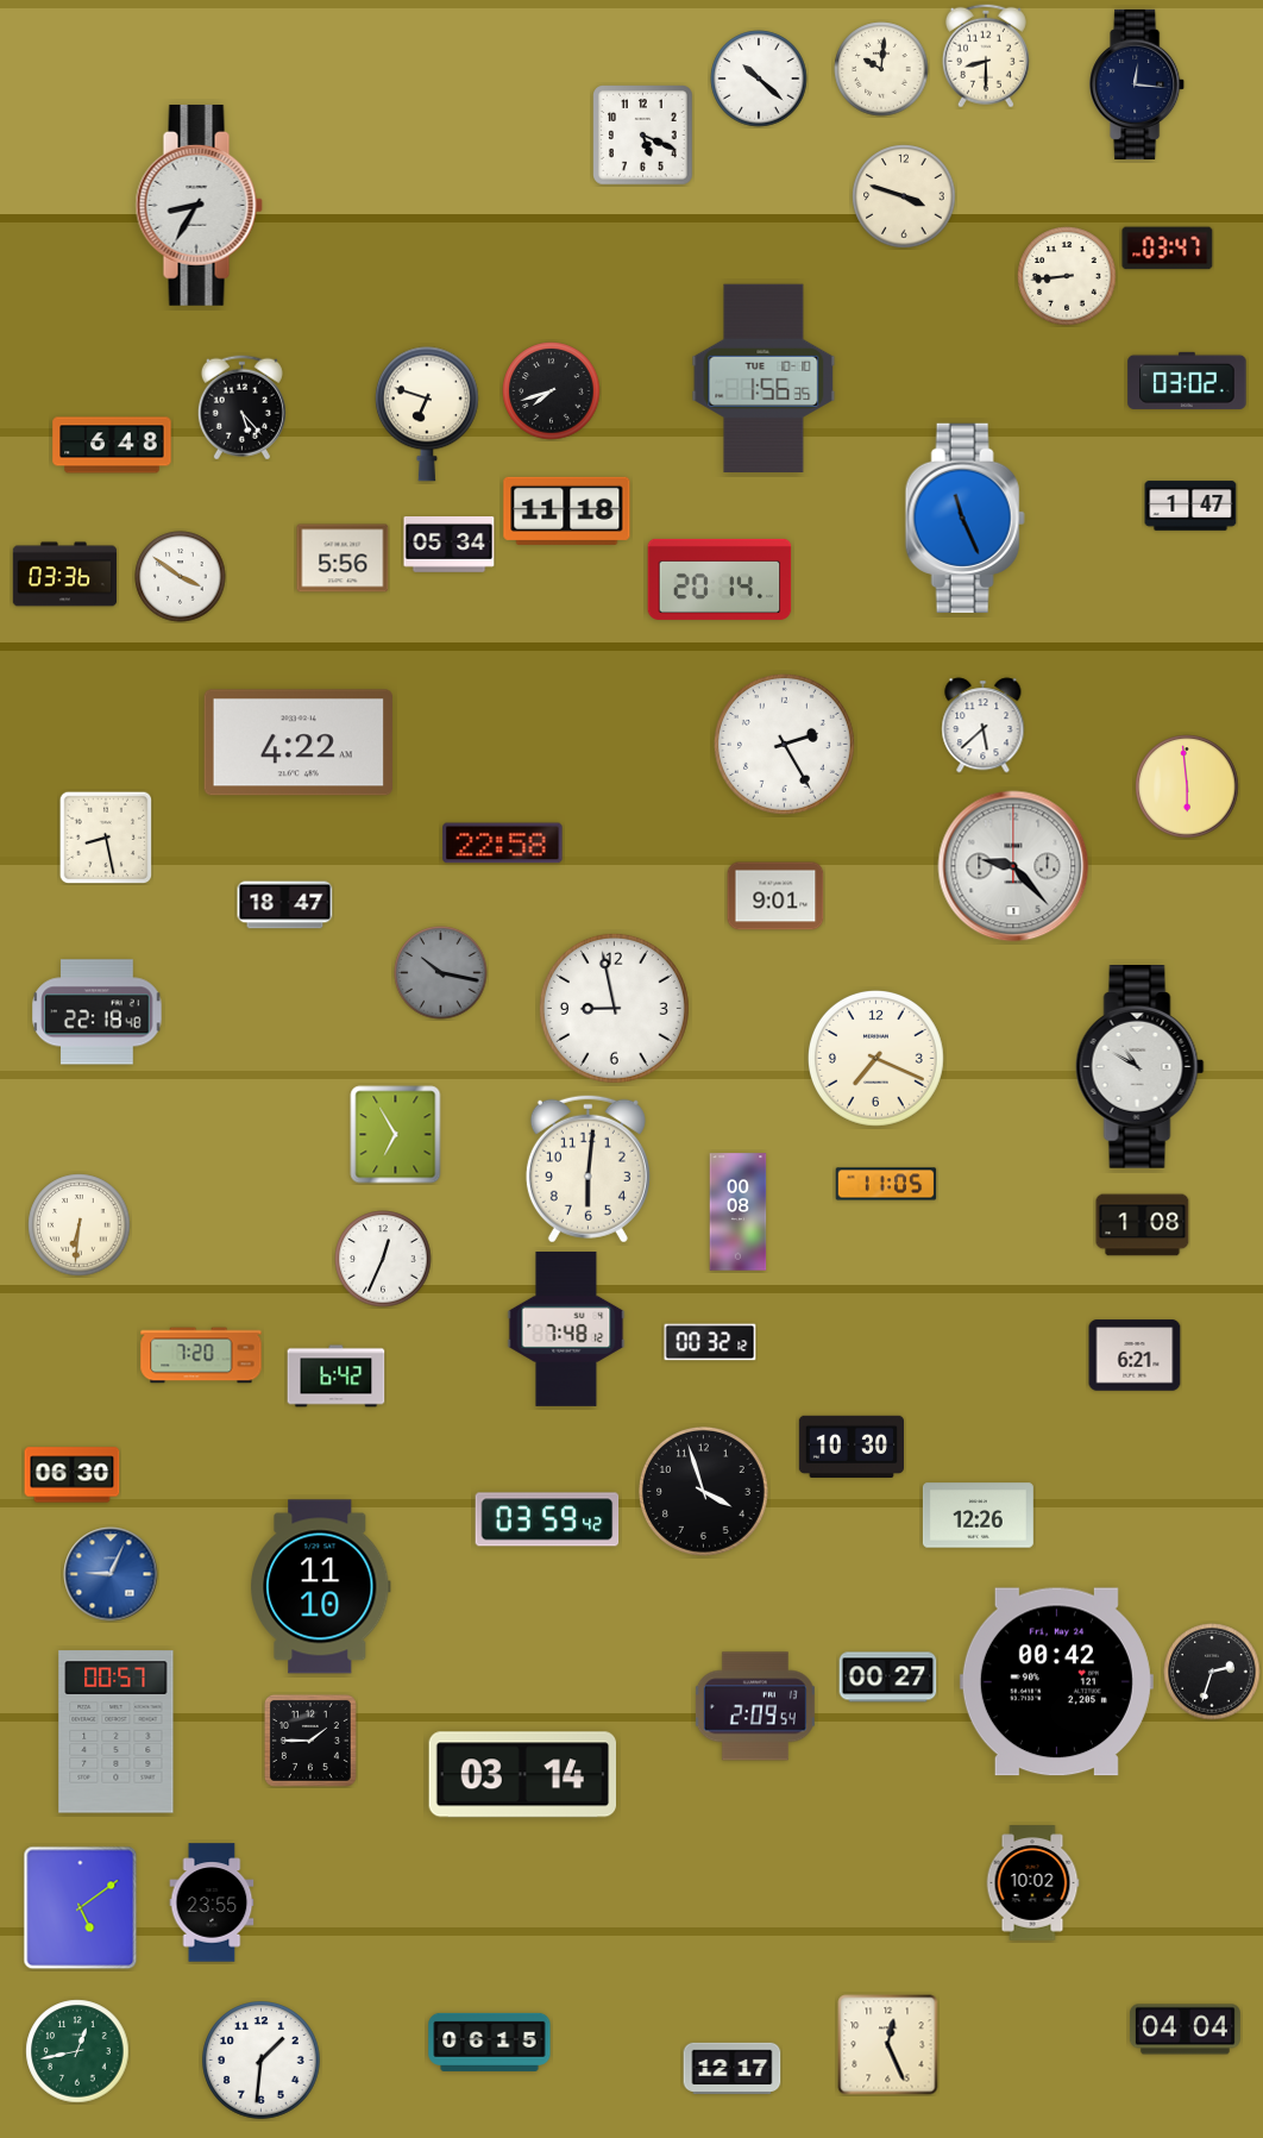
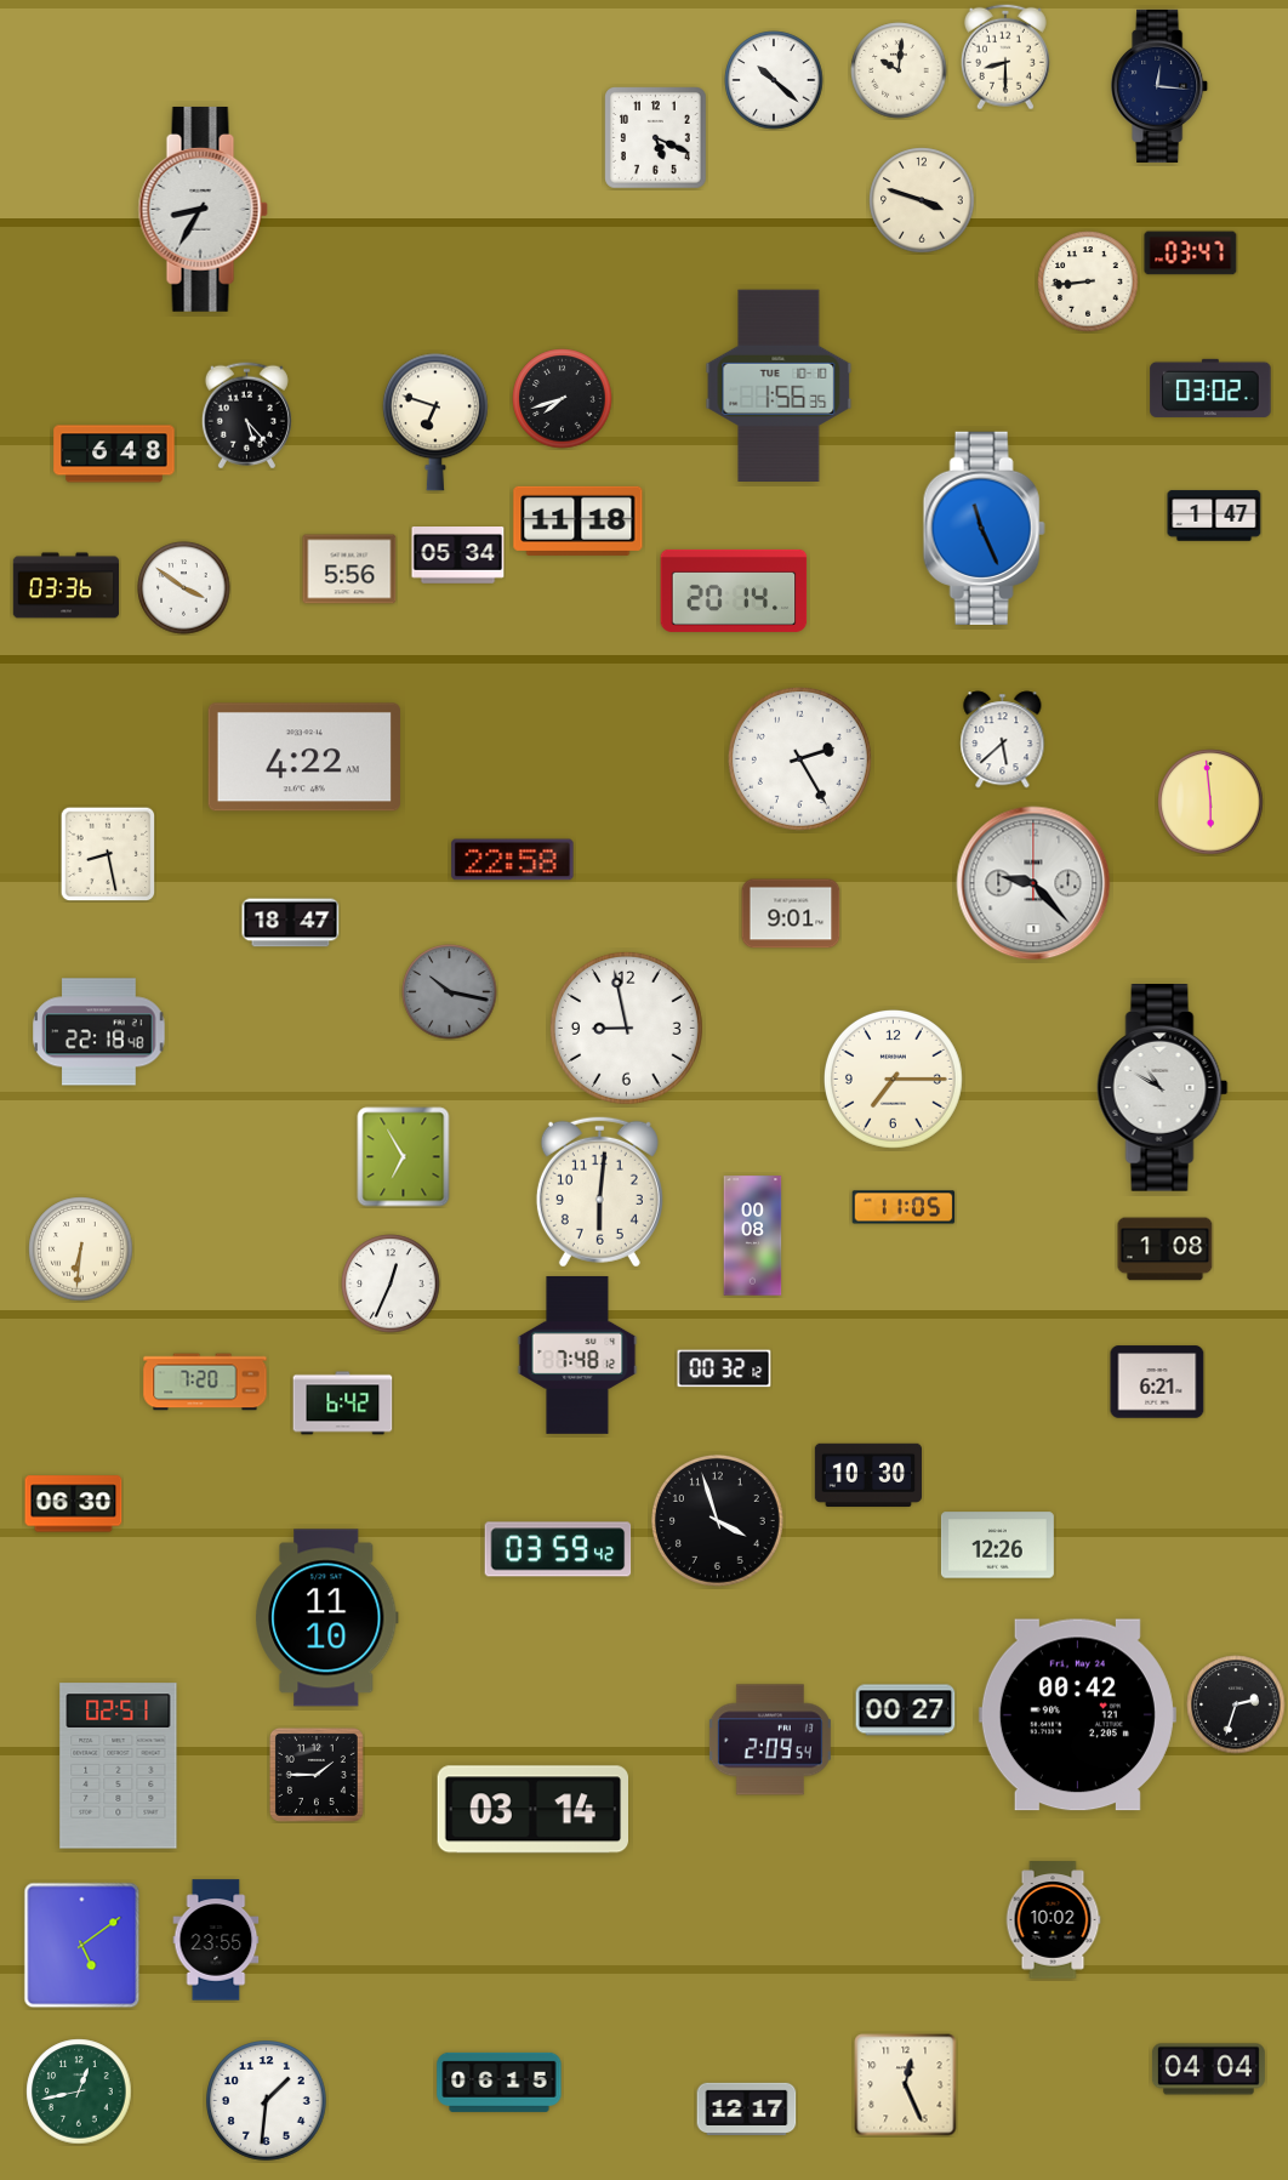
clock at (875, 1058): 7:19 -> 7:15
clock at (111, 1574): 9:04 -> none
clock at (117, 1732): 00:57 -> 02:51
